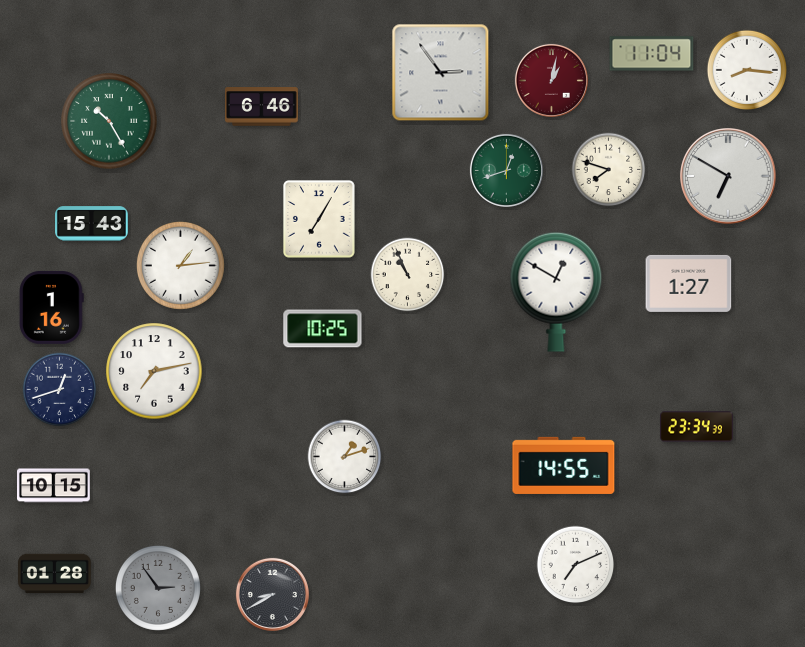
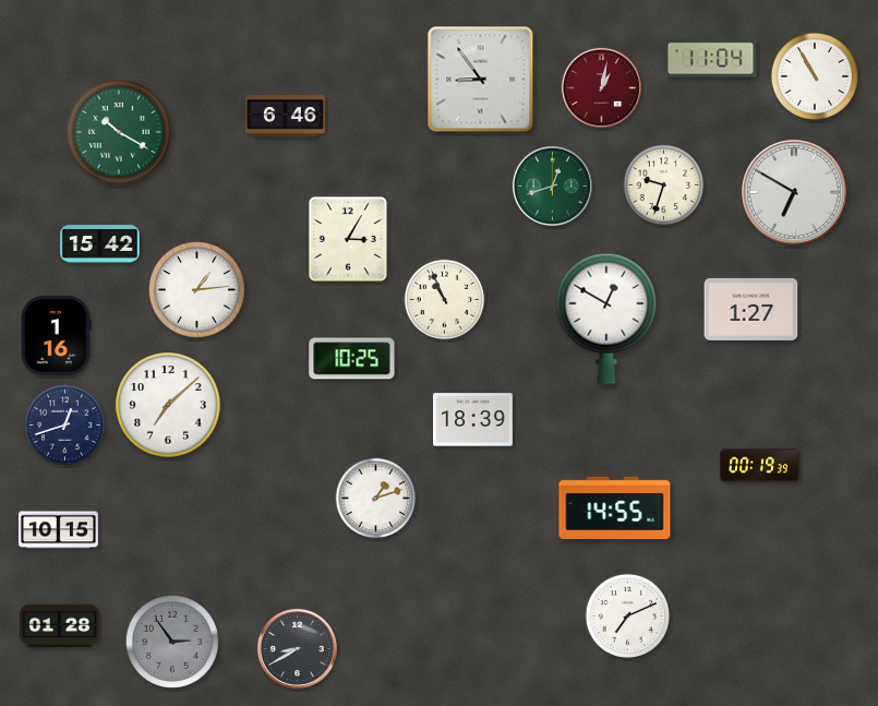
clock at (746, 69): 8:16 -> 10:55
clock at (441, 73): 2:54 -> 8:54
clock at (109, 121): 10:25 -> 10:20
clock at (609, 170): 7:48 -> 9:33
clock at (320, 219): 7:05 -> 3:05
clock at (92, 224): 15:43 -> 15:42
clock at (154, 371): 7:13 -> 7:08
clock at (473, 420): none -> 18:39
clock at (697, 427): 23:34 -> 00:19
